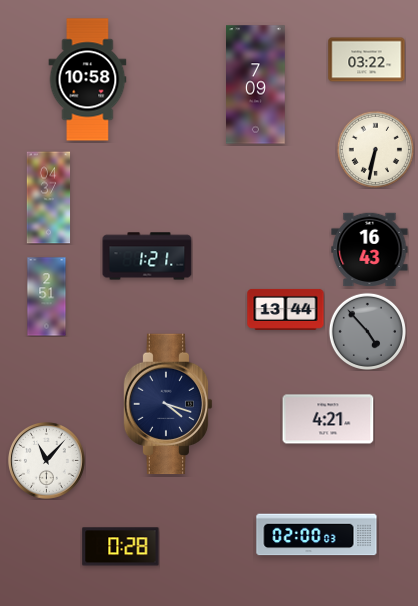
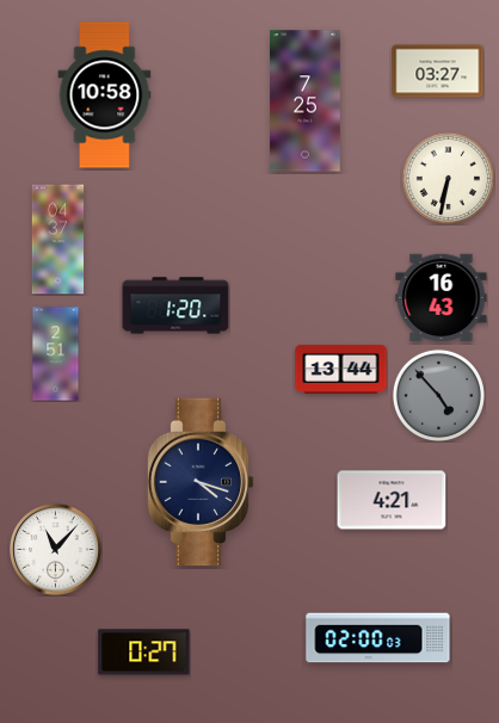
clock at (367, 60): 03:22 -> 03:27
clock at (256, 85): 7:09 -> 7:25
clock at (49, 198) position: (49, 198) -> (58, 240)
clock at (147, 256): 1:21 -> 1:20
clock at (121, 547): 0:28 -> 0:27
